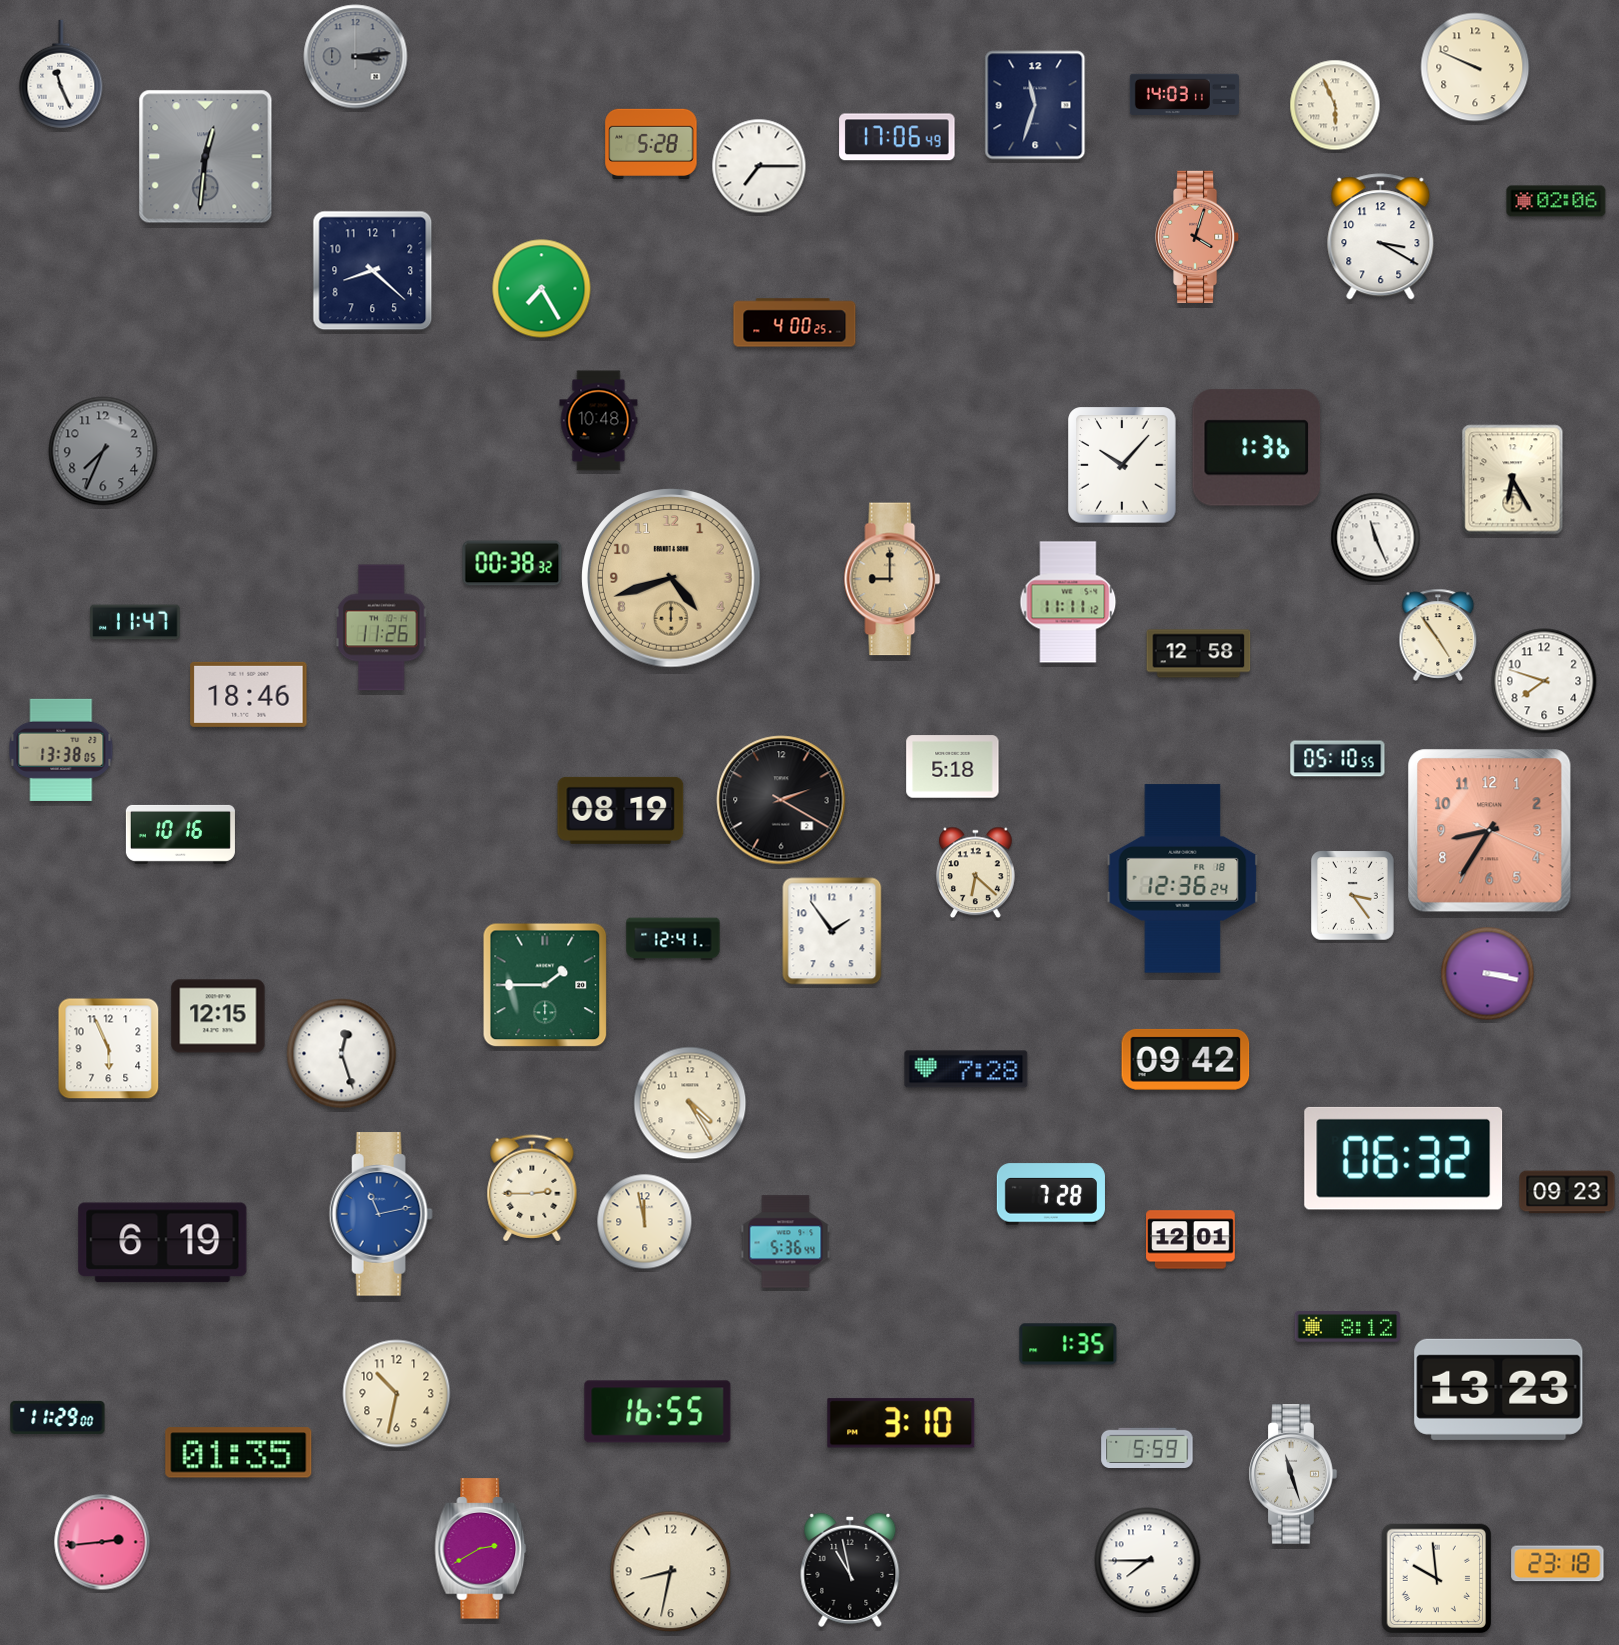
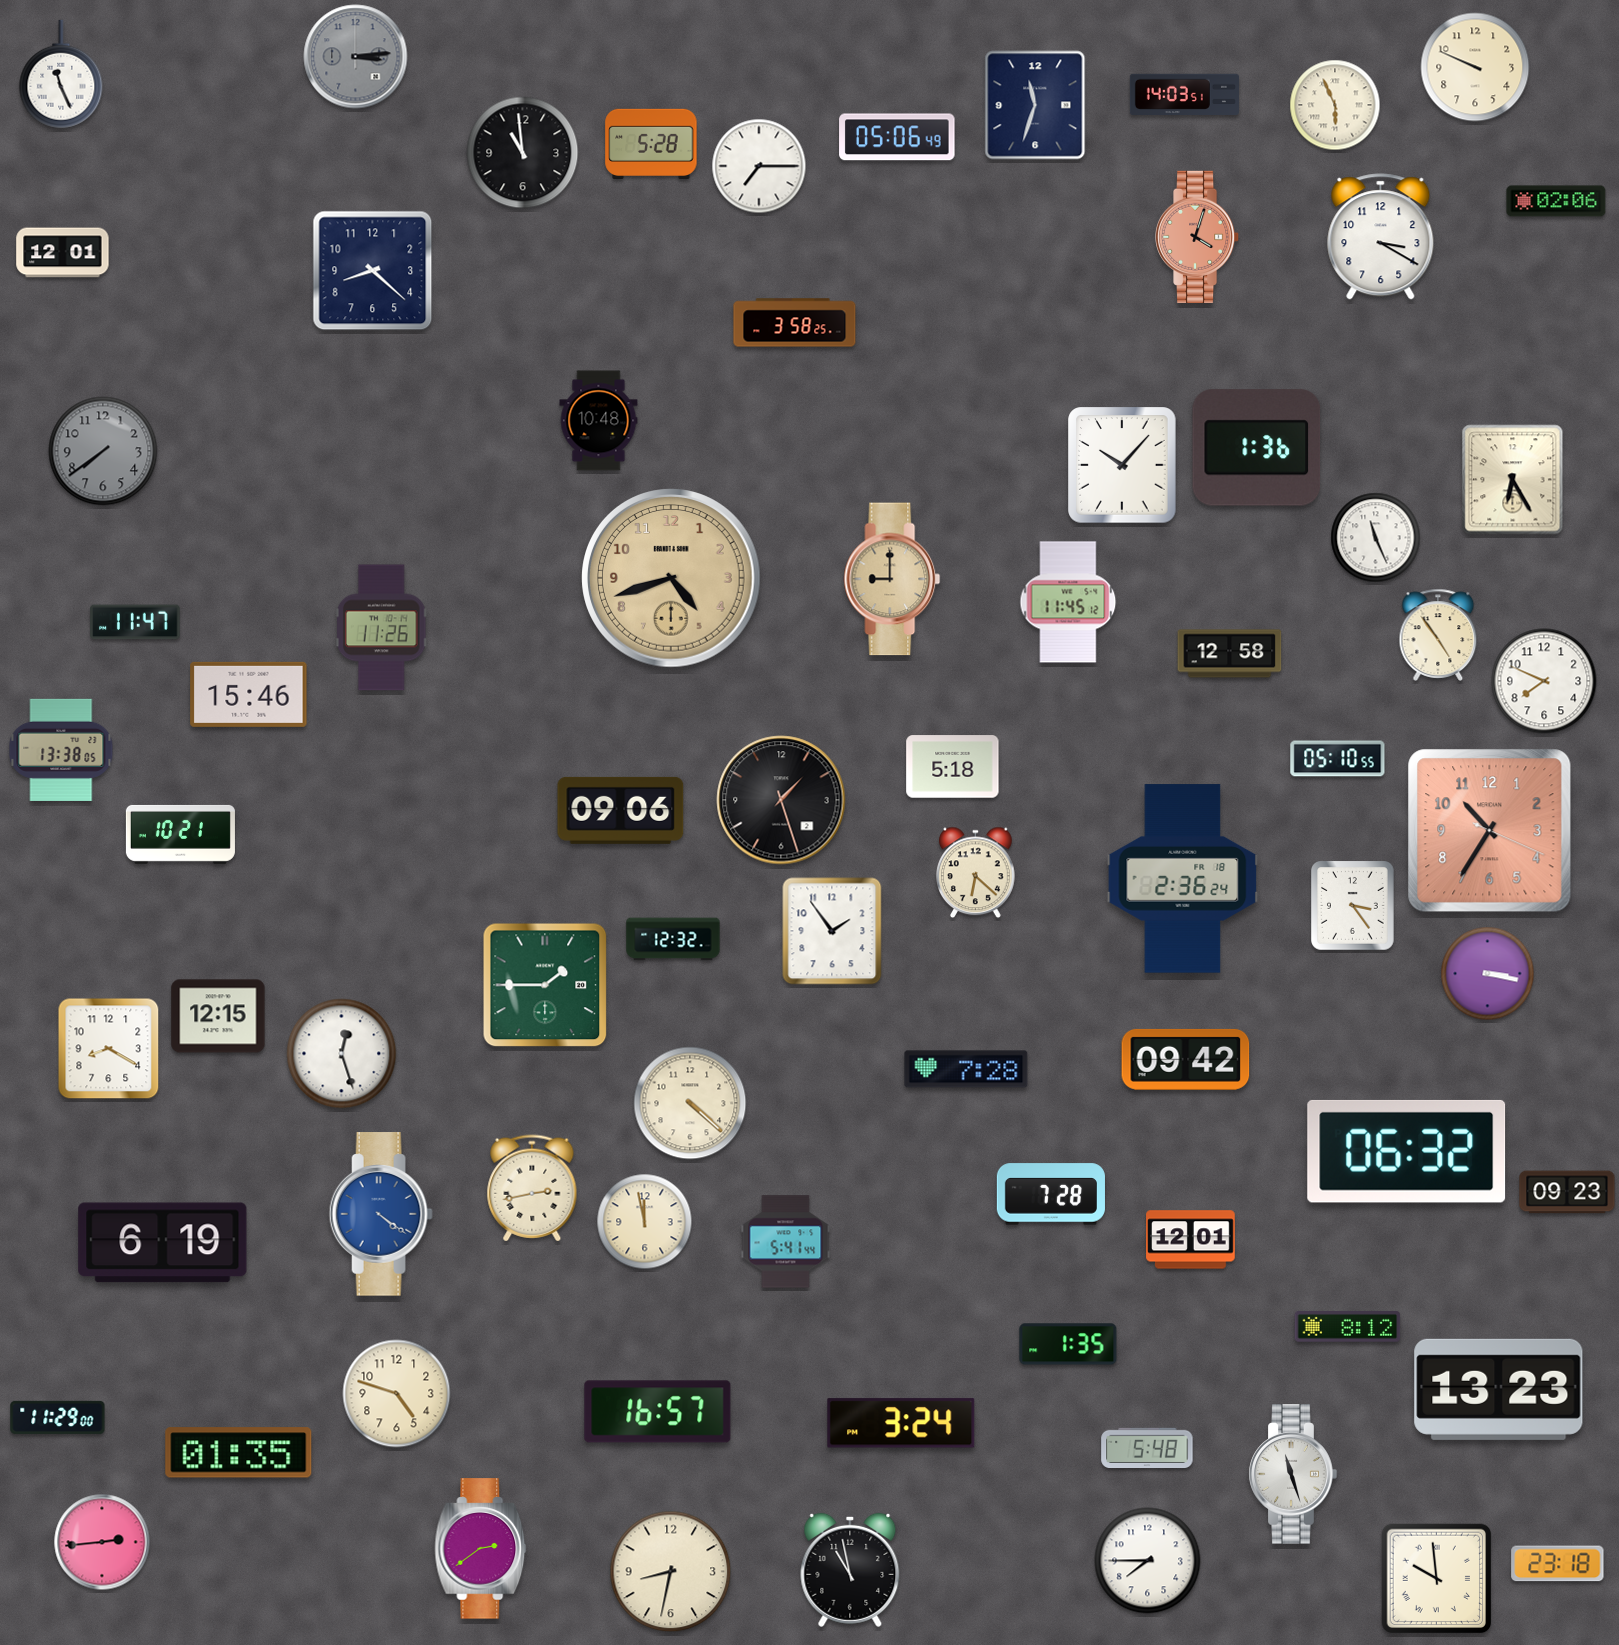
clock at (1184, 95): 14:03:11 -> 14:03:51
clock at (897, 137): 17:06 -> 05:06
clock at (523, 153): none -> 10:59
clock at (206, 157): 12:31 -> none
clock at (63, 253): none -> 12:01
clock at (542, 289): 7:25 -> none
clock at (795, 323): 4:00 -> 3:58
clock at (103, 451): 7:34 -> 7:39
clock at (512, 563): 00:38 -> none
clock at (1068, 602): 11:11 -> 11:45
clock at (1199, 654) position: (1199, 654) -> (1230, 654)
clock at (1544, 681): 7:48 -> 7:49
clock at (249, 694): 18:46 -> 15:46
clock at (781, 800): 2:20 -> 1:27
clock at (621, 810): 08:19 -> 09:06
clock at (1490, 831): 8:35 -> 10:35
clock at (180, 834): 10:16 -> 10:21
clock at (1183, 879): 12:36 -> 2:36
clock at (1353, 896) position: (1353, 896) -> (1353, 906)
clock at (673, 939): 12:41 -> 12:32
clock at (109, 1049): 5:56 -> 8:20
clock at (690, 1103): 4:25 -> 4:22
clock at (1404, 1158) position: (1404, 1158) -> (1407, 1151)
clock at (532, 1188): 2:45 -> 2:43
clock at (381, 1214): 11:13 -> 4:21
clock at (786, 1242): 5:36 -> 5:41
clock at (397, 1394): 10:32 -> 4:48
clock at (658, 1412): 16:55 -> 16:57
clock at (901, 1423): 3:10 -> 3:24
clock at (1147, 1447): 5:59 -> 5:48
clock at (481, 1549): 2:40 -> 2:39
